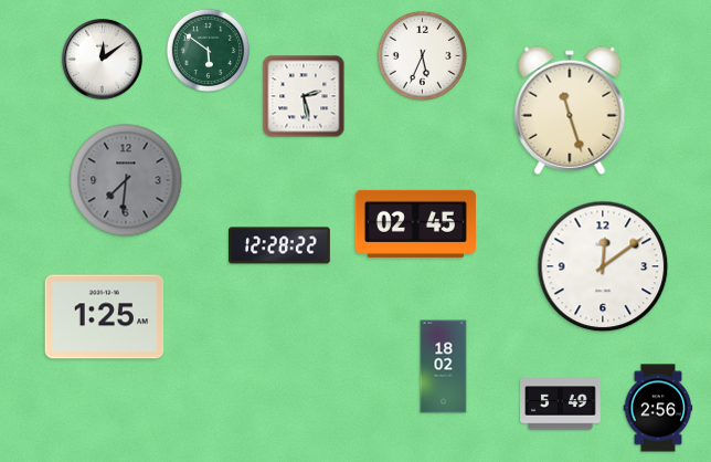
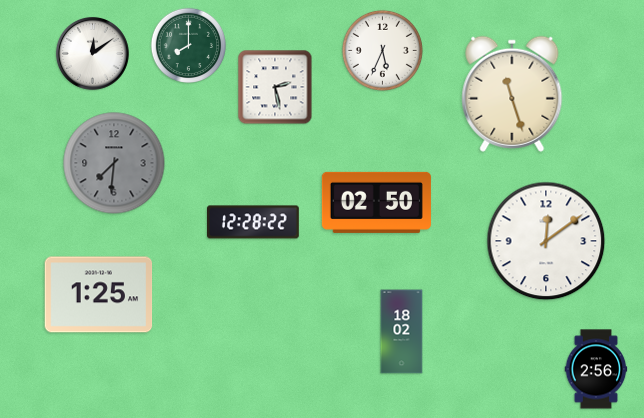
clock at (209, 51): 5:51 -> 8:00
clock at (570, 111) position: (570, 111) -> (512, 94)
clock at (415, 223): 02:45 -> 02:50
clock at (105, 317) position: (105, 317) -> (99, 295)
clock at (561, 405): 5:49 -> none
